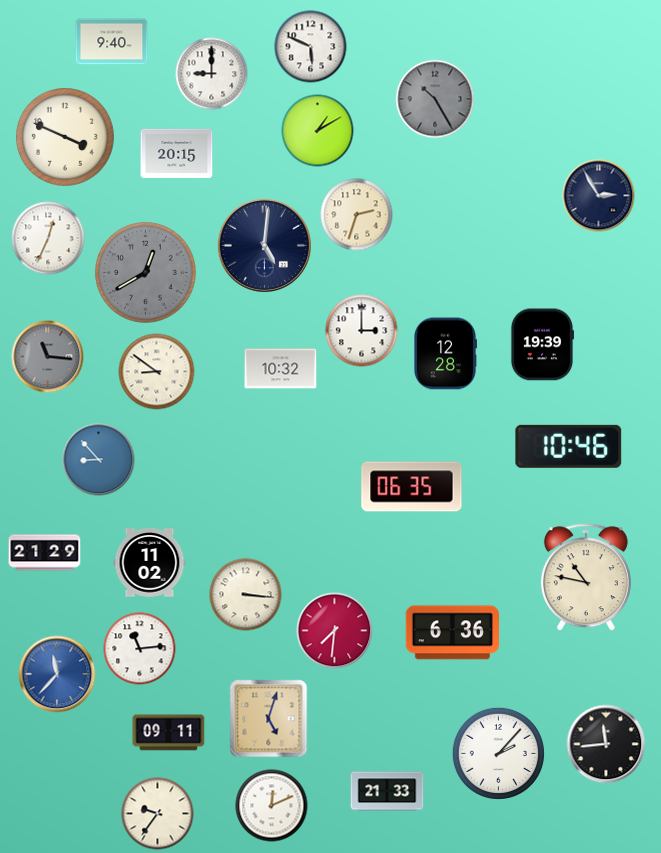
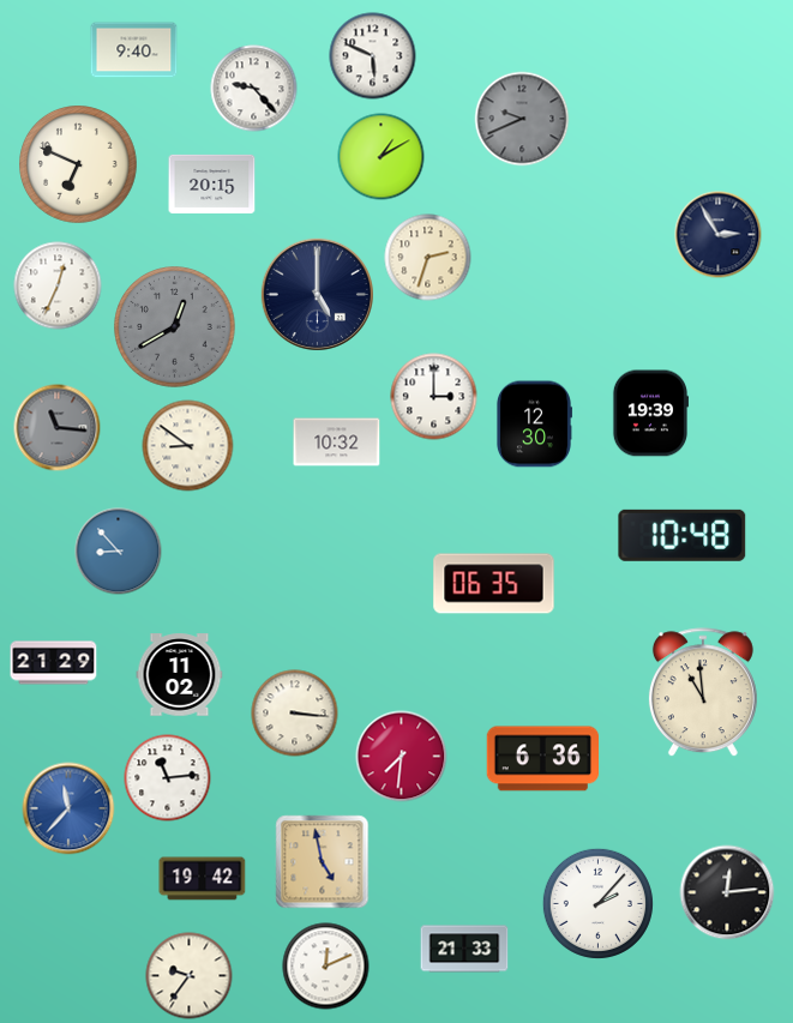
clock at (212, 74): 9:00 -> 9:23
clock at (435, 99): 10:25 -> 9:41
clock at (66, 138): 3:49 -> 6:49
clock at (264, 245): 5:01 -> 5:00
clock at (445, 354): 12:28 -> 12:30
clock at (569, 446): 10:46 -> 10:48
clock at (586, 578): 10:47 -> 10:59
clock at (269, 719): 5:03 -> 4:58
clock at (169, 733): 09:11 -> 19:42
clock at (606, 744): 11:44 -> 12:14
